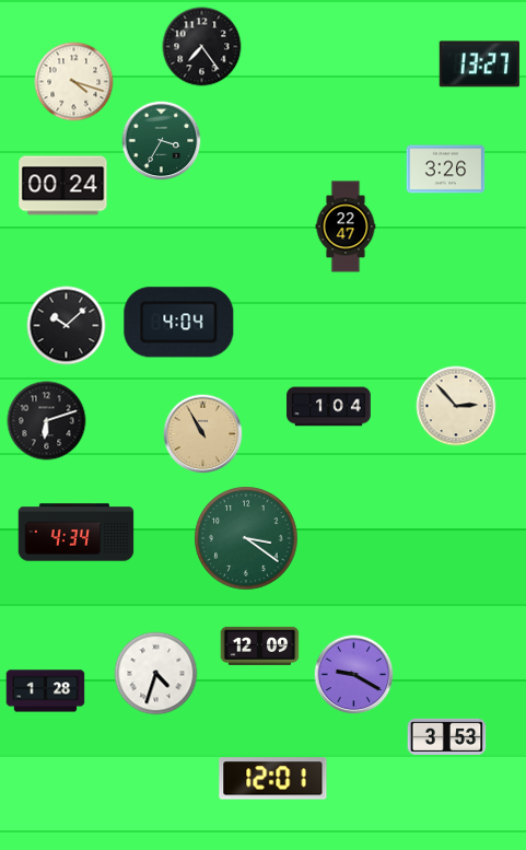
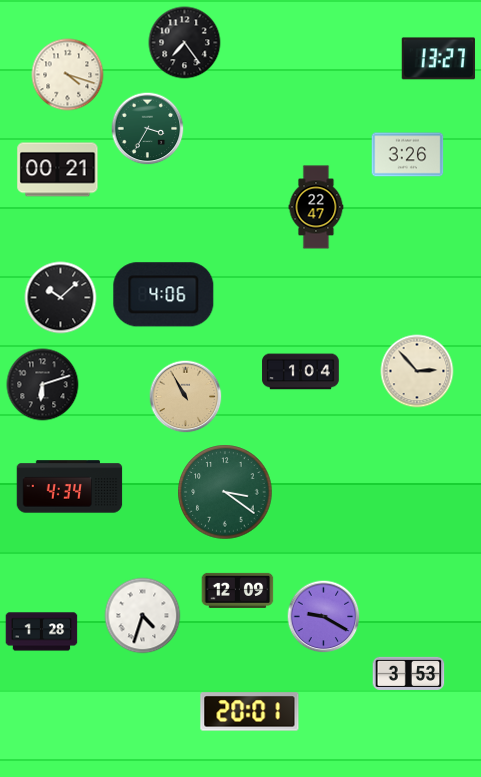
clock at (63, 186): 00:24 -> 00:21
clock at (179, 323): 4:04 -> 4:06
clock at (273, 779): 12:01 -> 20:01
